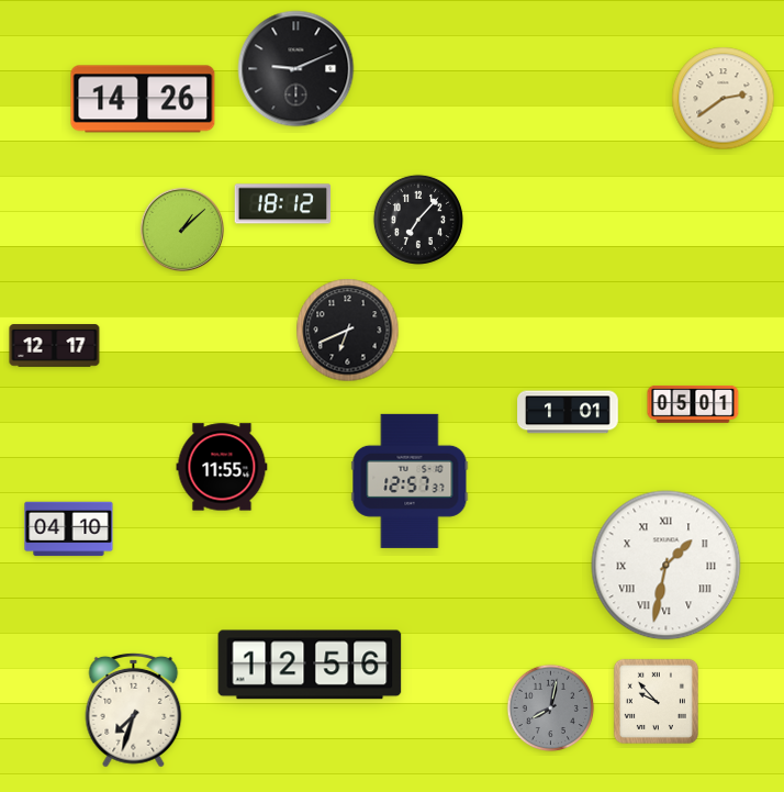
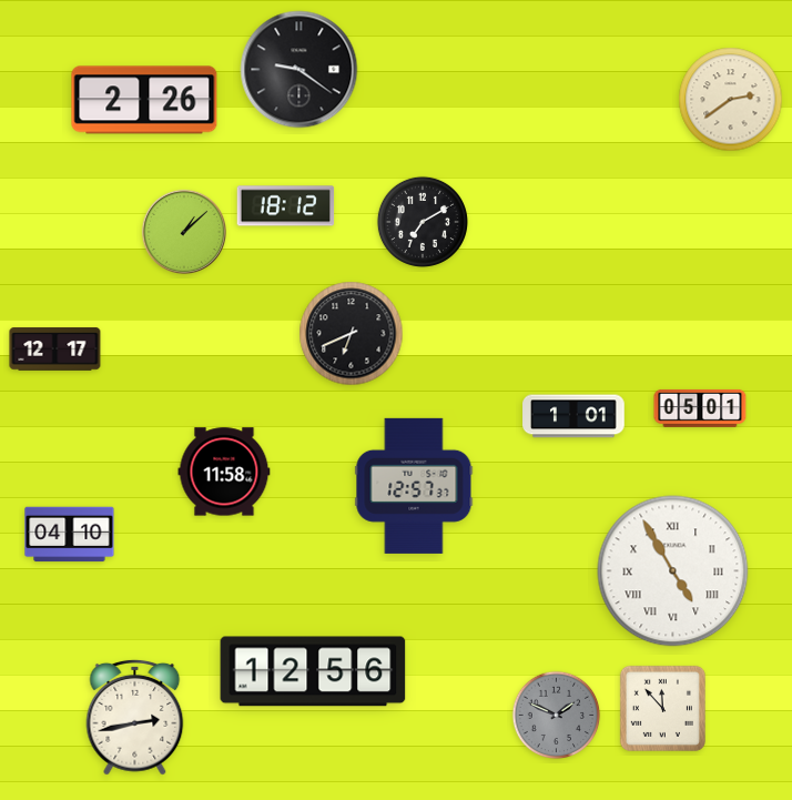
clock at (296, 69): 9:11 -> 9:21
clock at (143, 99): 14:26 -> 2:26
clock at (418, 220): 7:07 -> 7:10
clock at (222, 467): 11:55 -> 11:58
clock at (667, 566): 1:32 -> 4:55
clock at (656, 701): 9:53 -> 11:53
clock at (551, 709): 8:02 -> 1:49
clock at (134, 710): 7:33 -> 2:43
